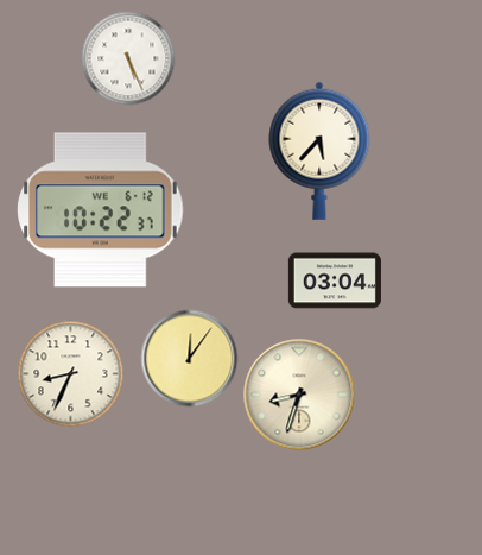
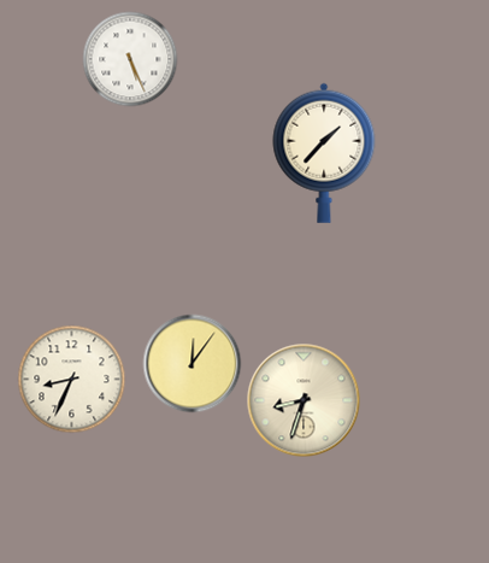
clock at (319, 151): 5:37 -> 1:37
clock at (101, 210): 10:22 -> none
clock at (335, 280): 03:04 -> none
